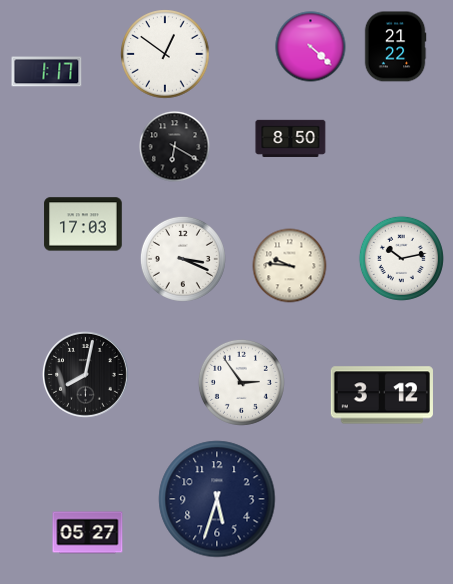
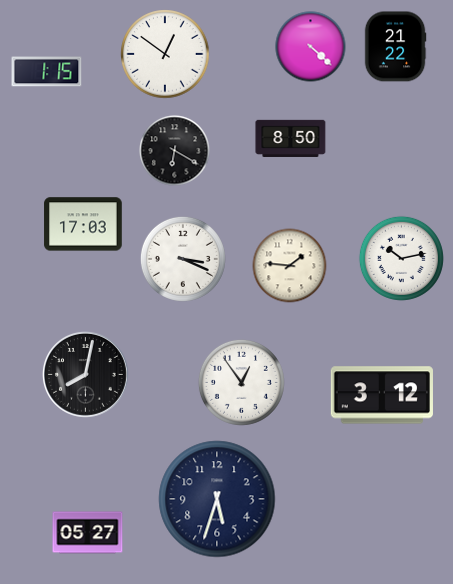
clock at (47, 72): 1:17 -> 1:15
clock at (175, 147) position: (175, 147) -> (175, 151)
clock at (290, 266): 9:46 -> 1:46
clock at (241, 382): 2:54 -> 12:54
